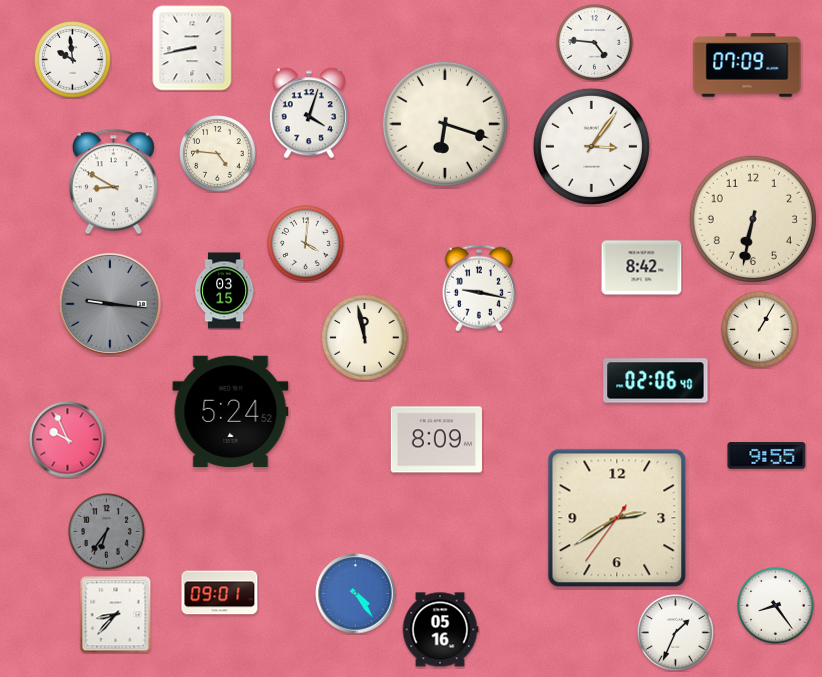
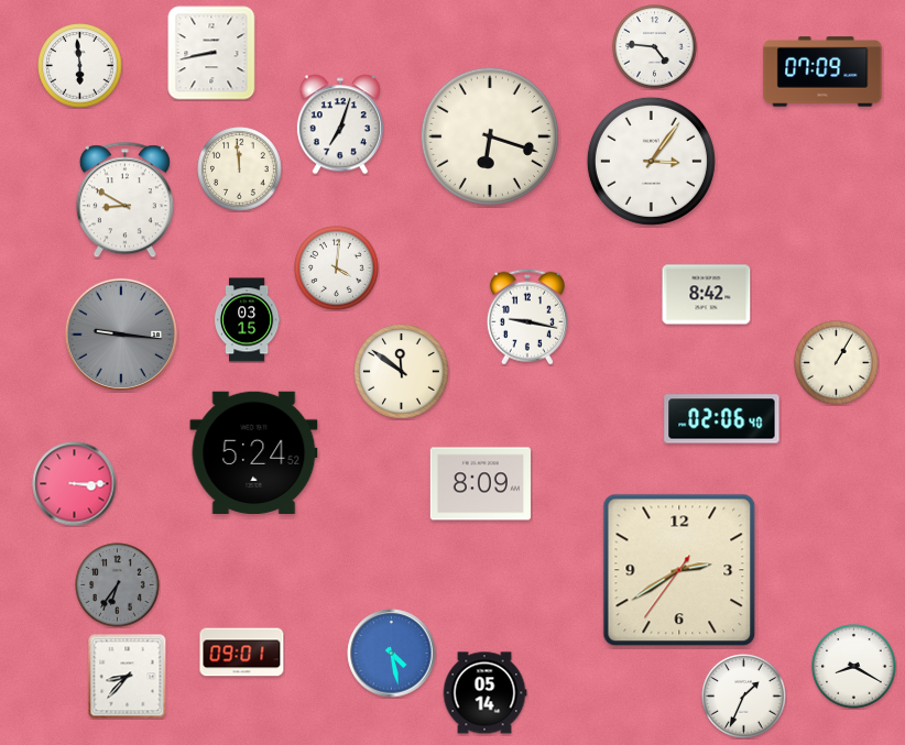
clock at (73, 60): 9:59 -> 5:59
clock at (309, 113): 4:03 -> 7:03
clock at (218, 154): 4:46 -> 11:59
clock at (753, 219): 6:32 -> none
clock at (365, 338): 11:58 -> 11:51
clock at (68, 440): 9:56 -> 3:15
clock at (767, 456): 9:55 -> none
clock at (356, 594): 4:24 -> 4:28
clock at (776, 606): 8:24 -> 8:20
clock at (440, 630): 05:16 -> 05:14
